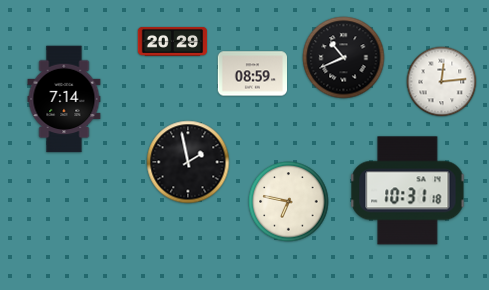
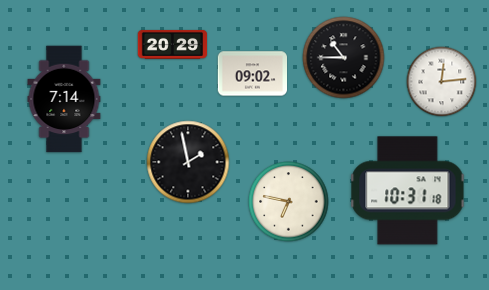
clock at (173, 41) position: (173, 41) -> (173, 44)
clock at (344, 58): 10:41 -> 10:45
clock at (253, 74): 08:59 -> 09:02
